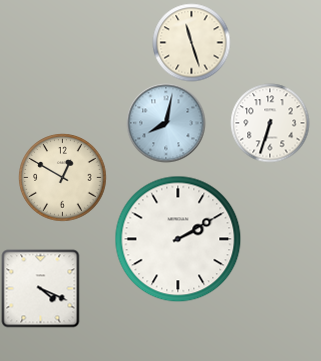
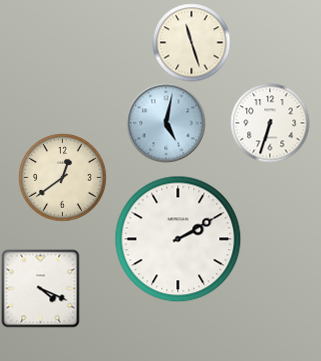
clock at (166, 123): 8:02 -> 5:02
clock at (62, 177): 12:50 -> 12:39
